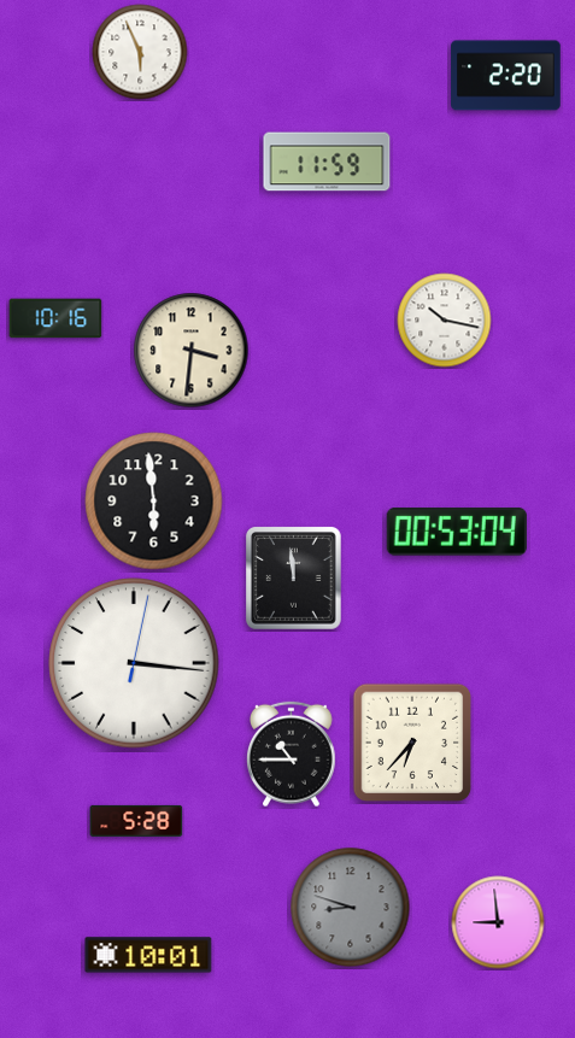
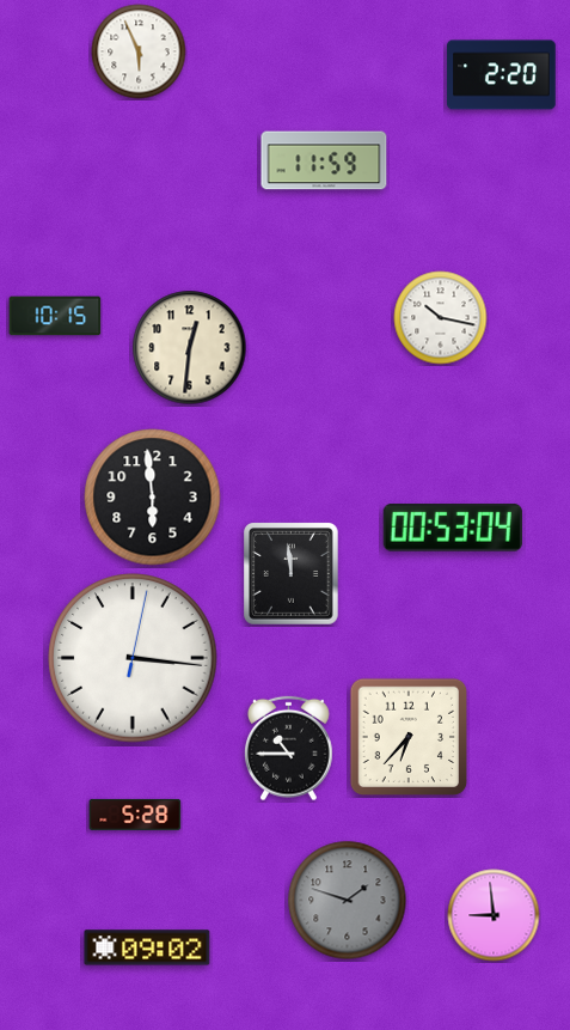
clock at (55, 318): 10:16 -> 10:15
clock at (192, 351): 3:31 -> 12:31
clock at (351, 908): 8:48 -> 1:48
clock at (148, 955): 10:01 -> 09:02
